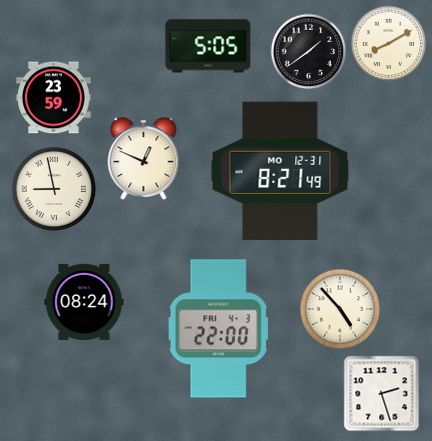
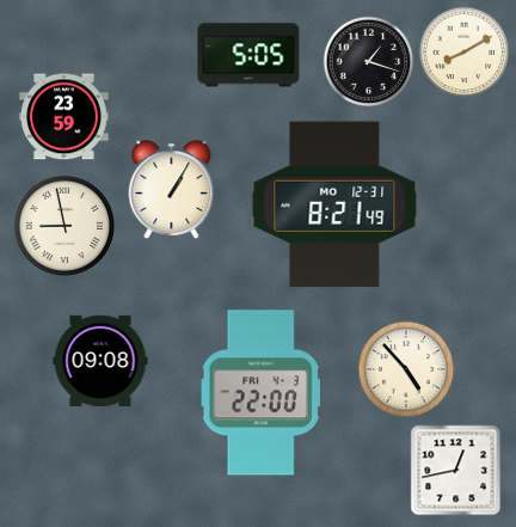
clock at (309, 52): 1:39 -> 1:18
clock at (144, 159): 12:49 -> 1:05
clock at (84, 302): 08:24 -> 09:08
clock at (382, 394): 2:27 -> 12:43
